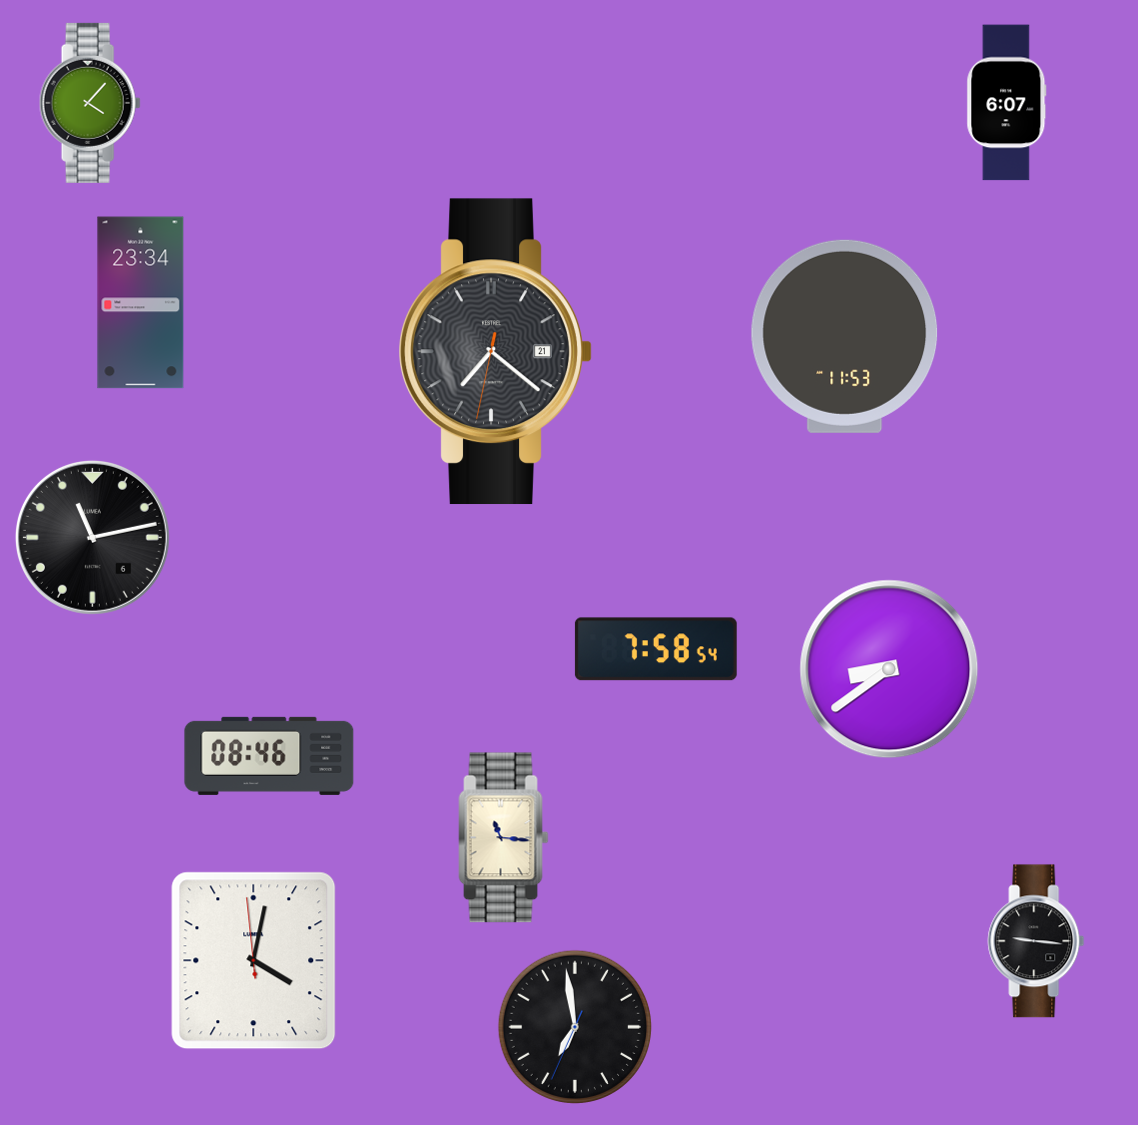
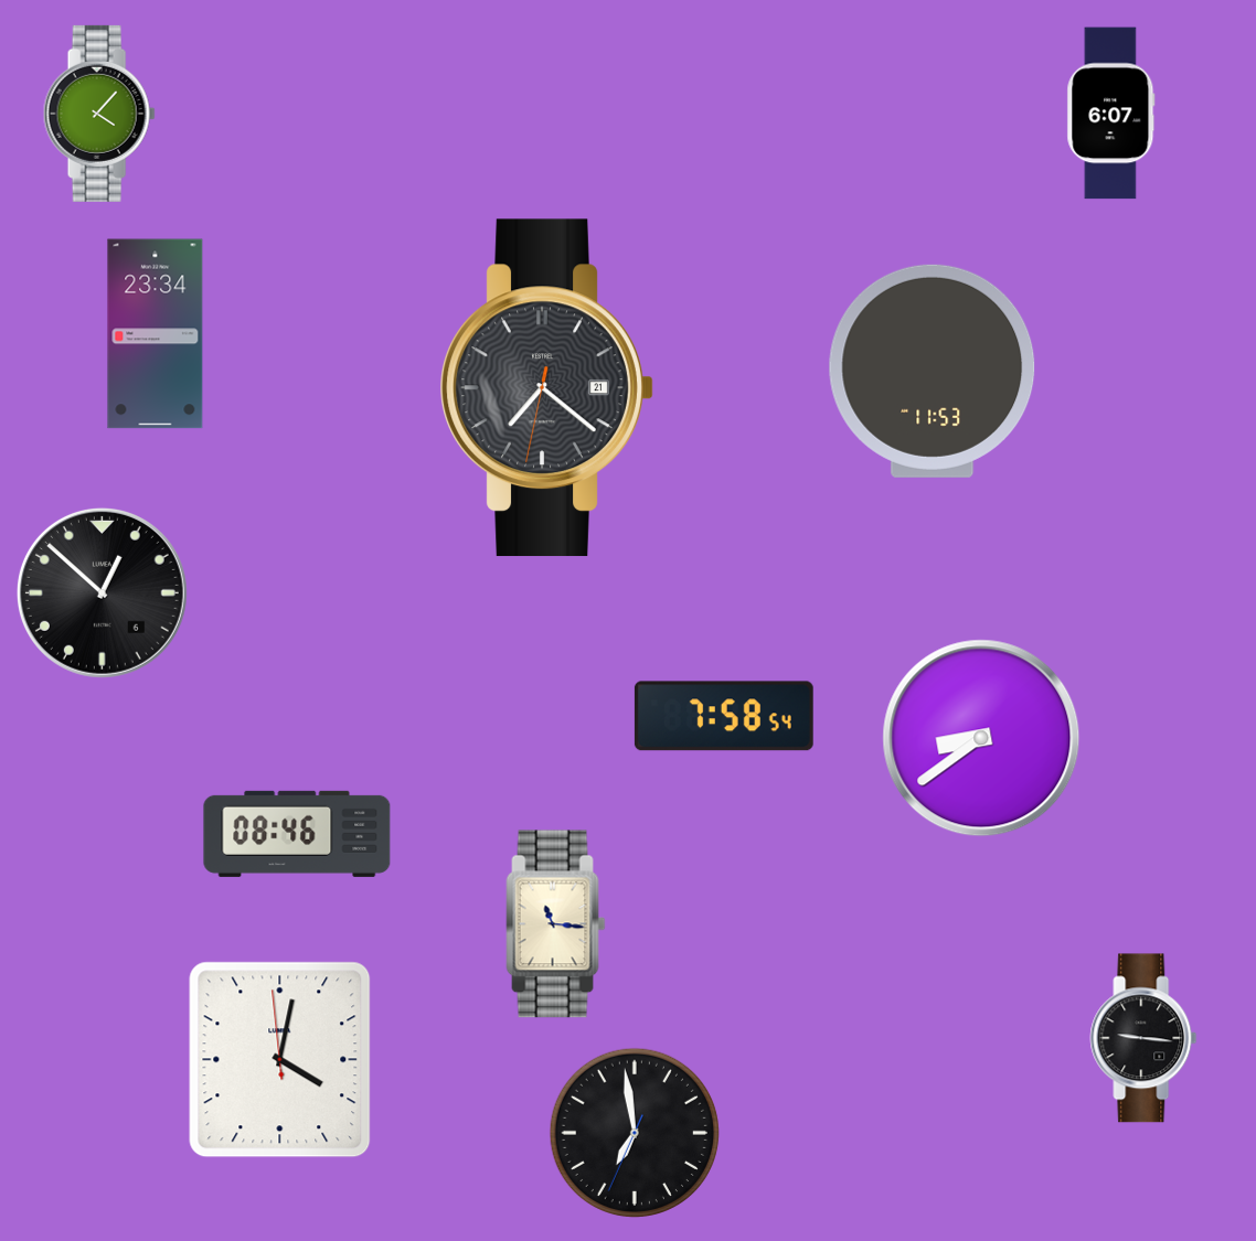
clock at (92, 537): 11:13 -> 12:52
